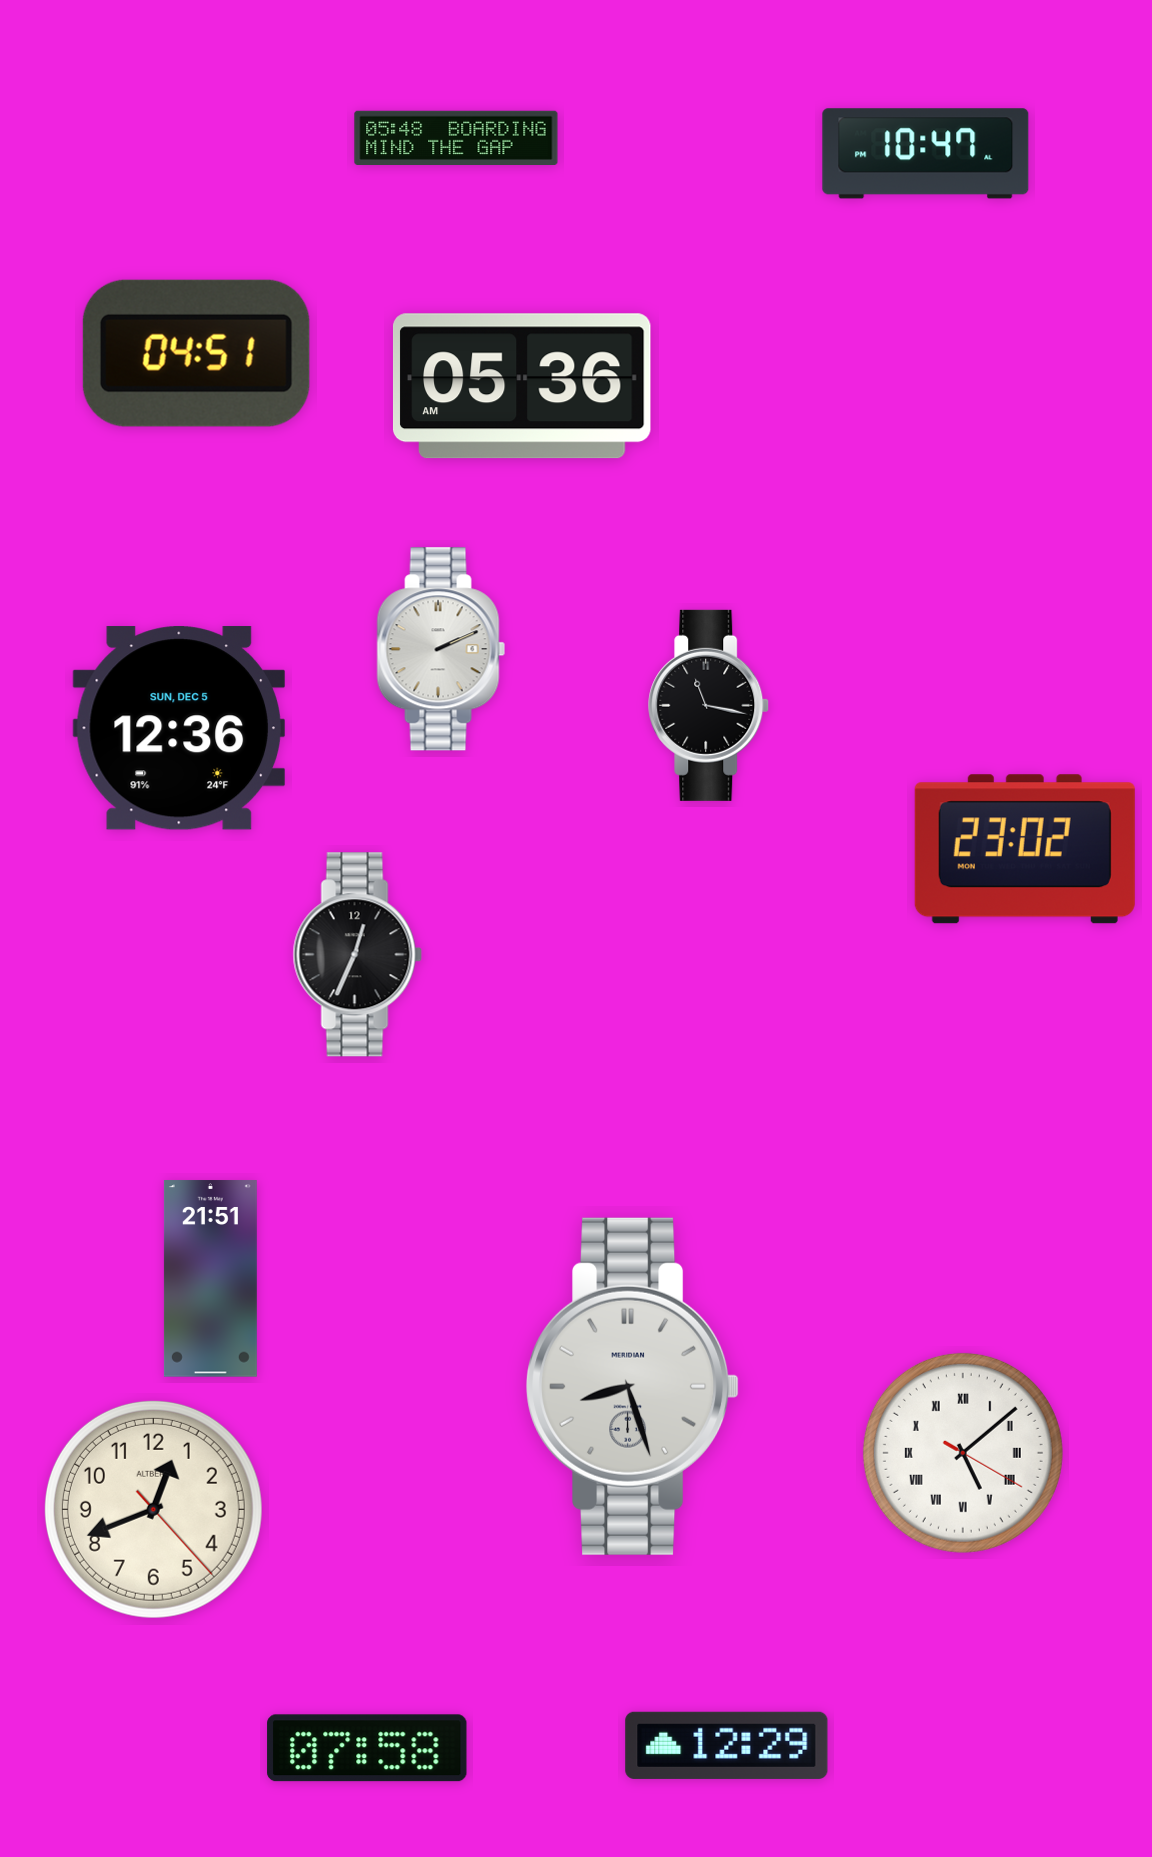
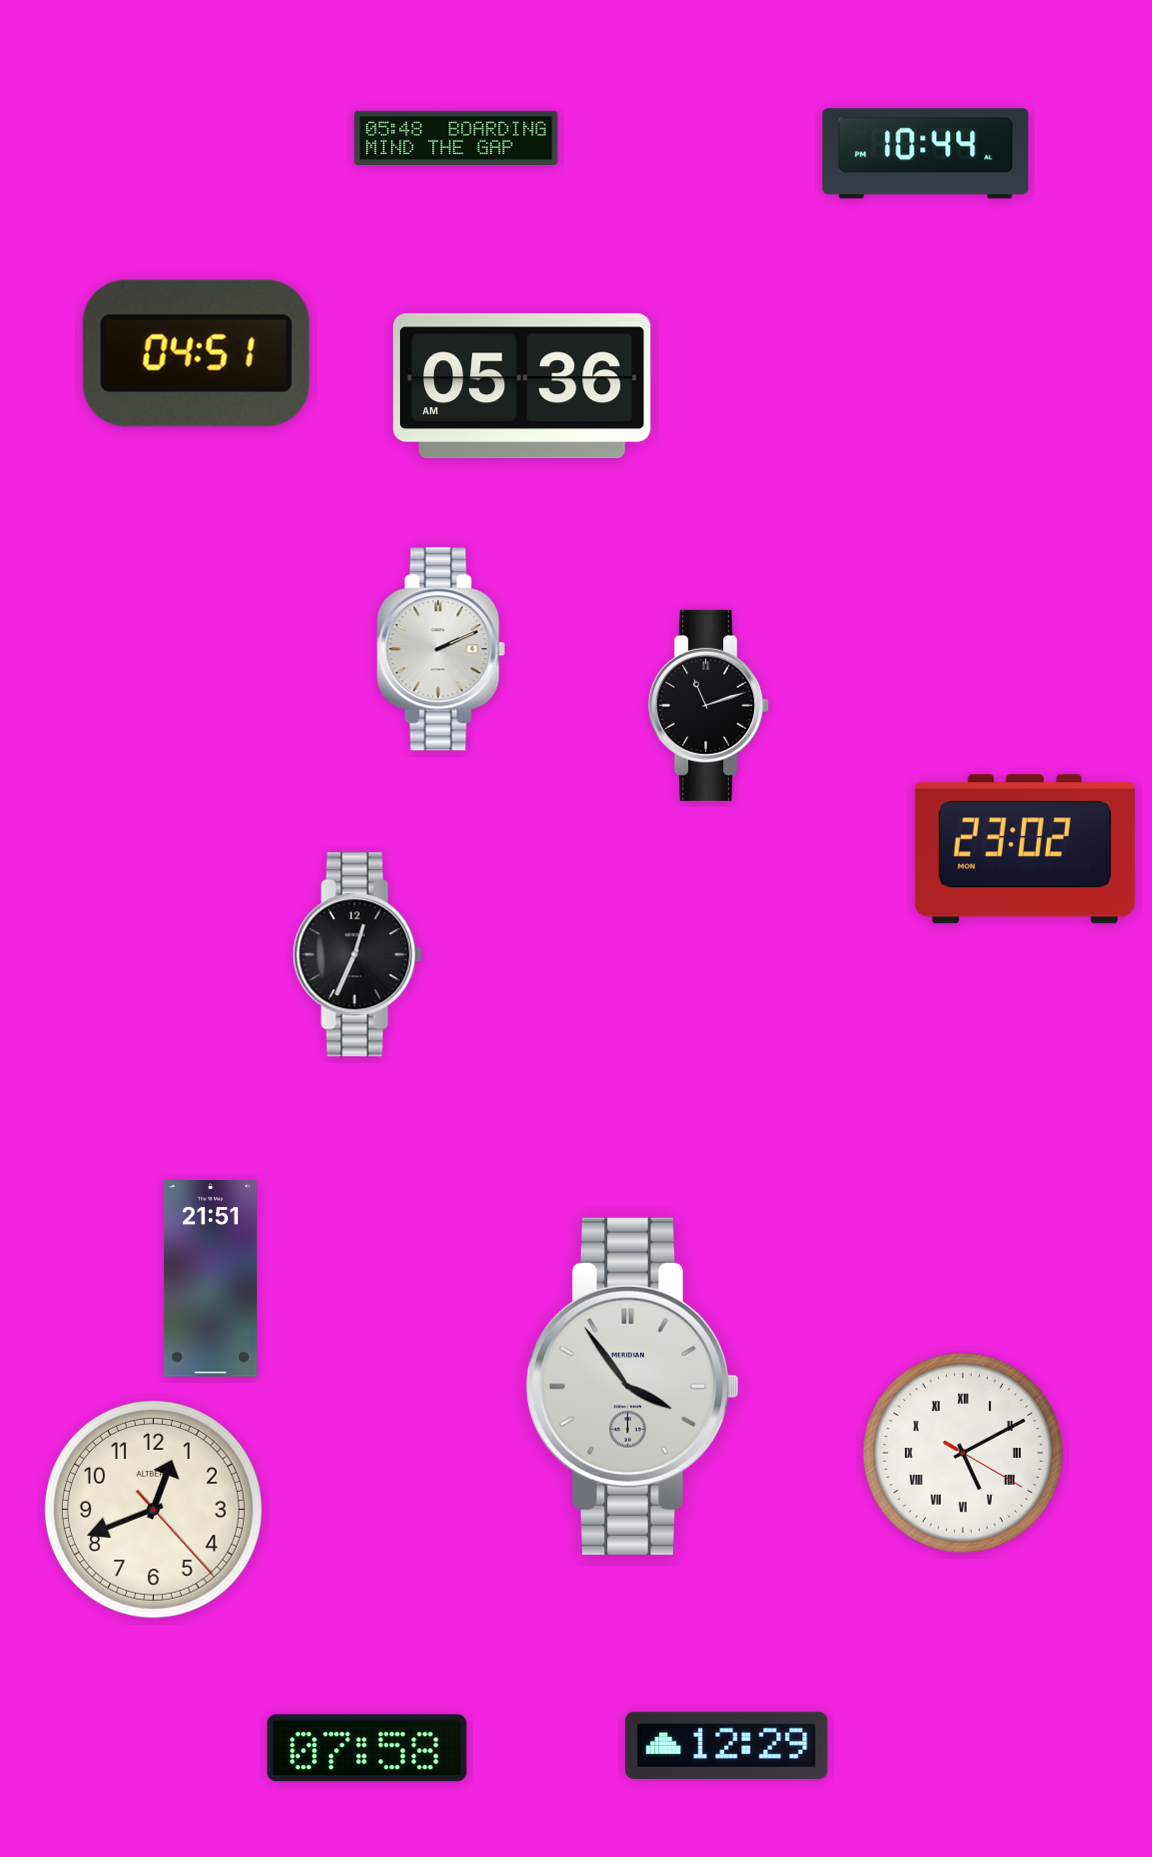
clock at (926, 154): 10:47 -> 10:44
clock at (709, 705): 11:17 -> 11:12
clock at (179, 728): 12:36 -> none
clock at (633, 1386): 8:27 -> 3:54
clock at (963, 1453): 5:08 -> 5:10
